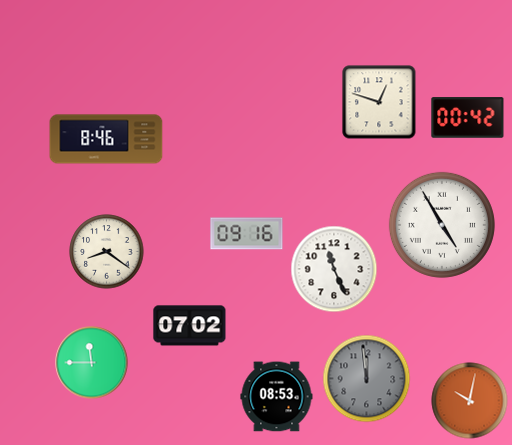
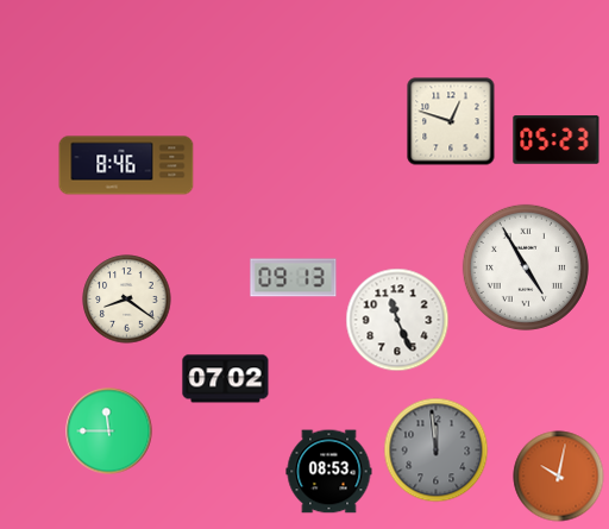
clock at (468, 118): 00:42 -> 05:23
clock at (247, 234): 09:16 -> 09:13
clock at (190, 326) position: (190, 326) -> (226, 379)
